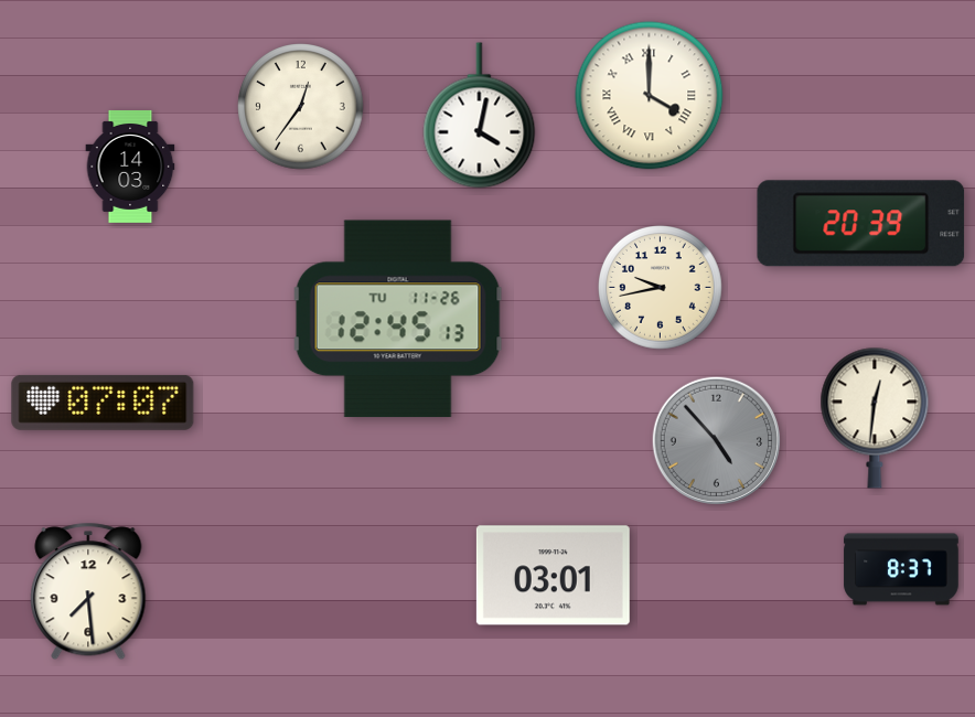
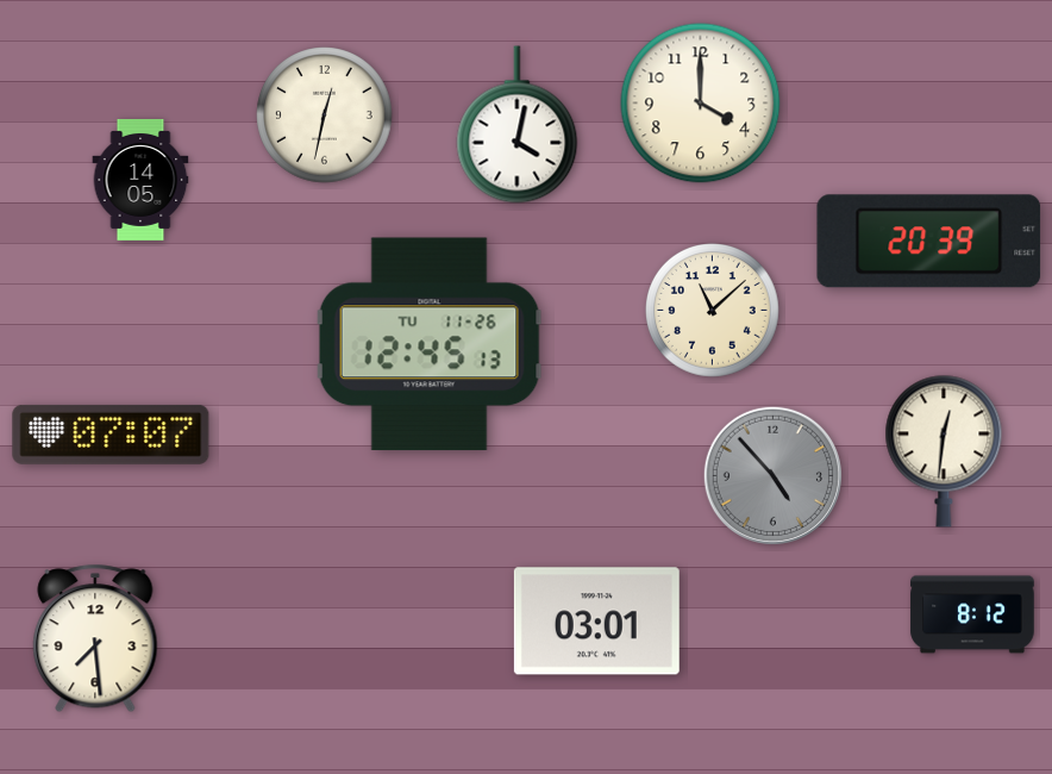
clock at (650, 96) numerals: Roman -> Arabic
clock at (301, 107): 12:36 -> 12:32
clock at (130, 167): 14:03 -> 14:05
clock at (661, 288): 9:43 -> 11:08
clock at (901, 569): 8:37 -> 8:12
